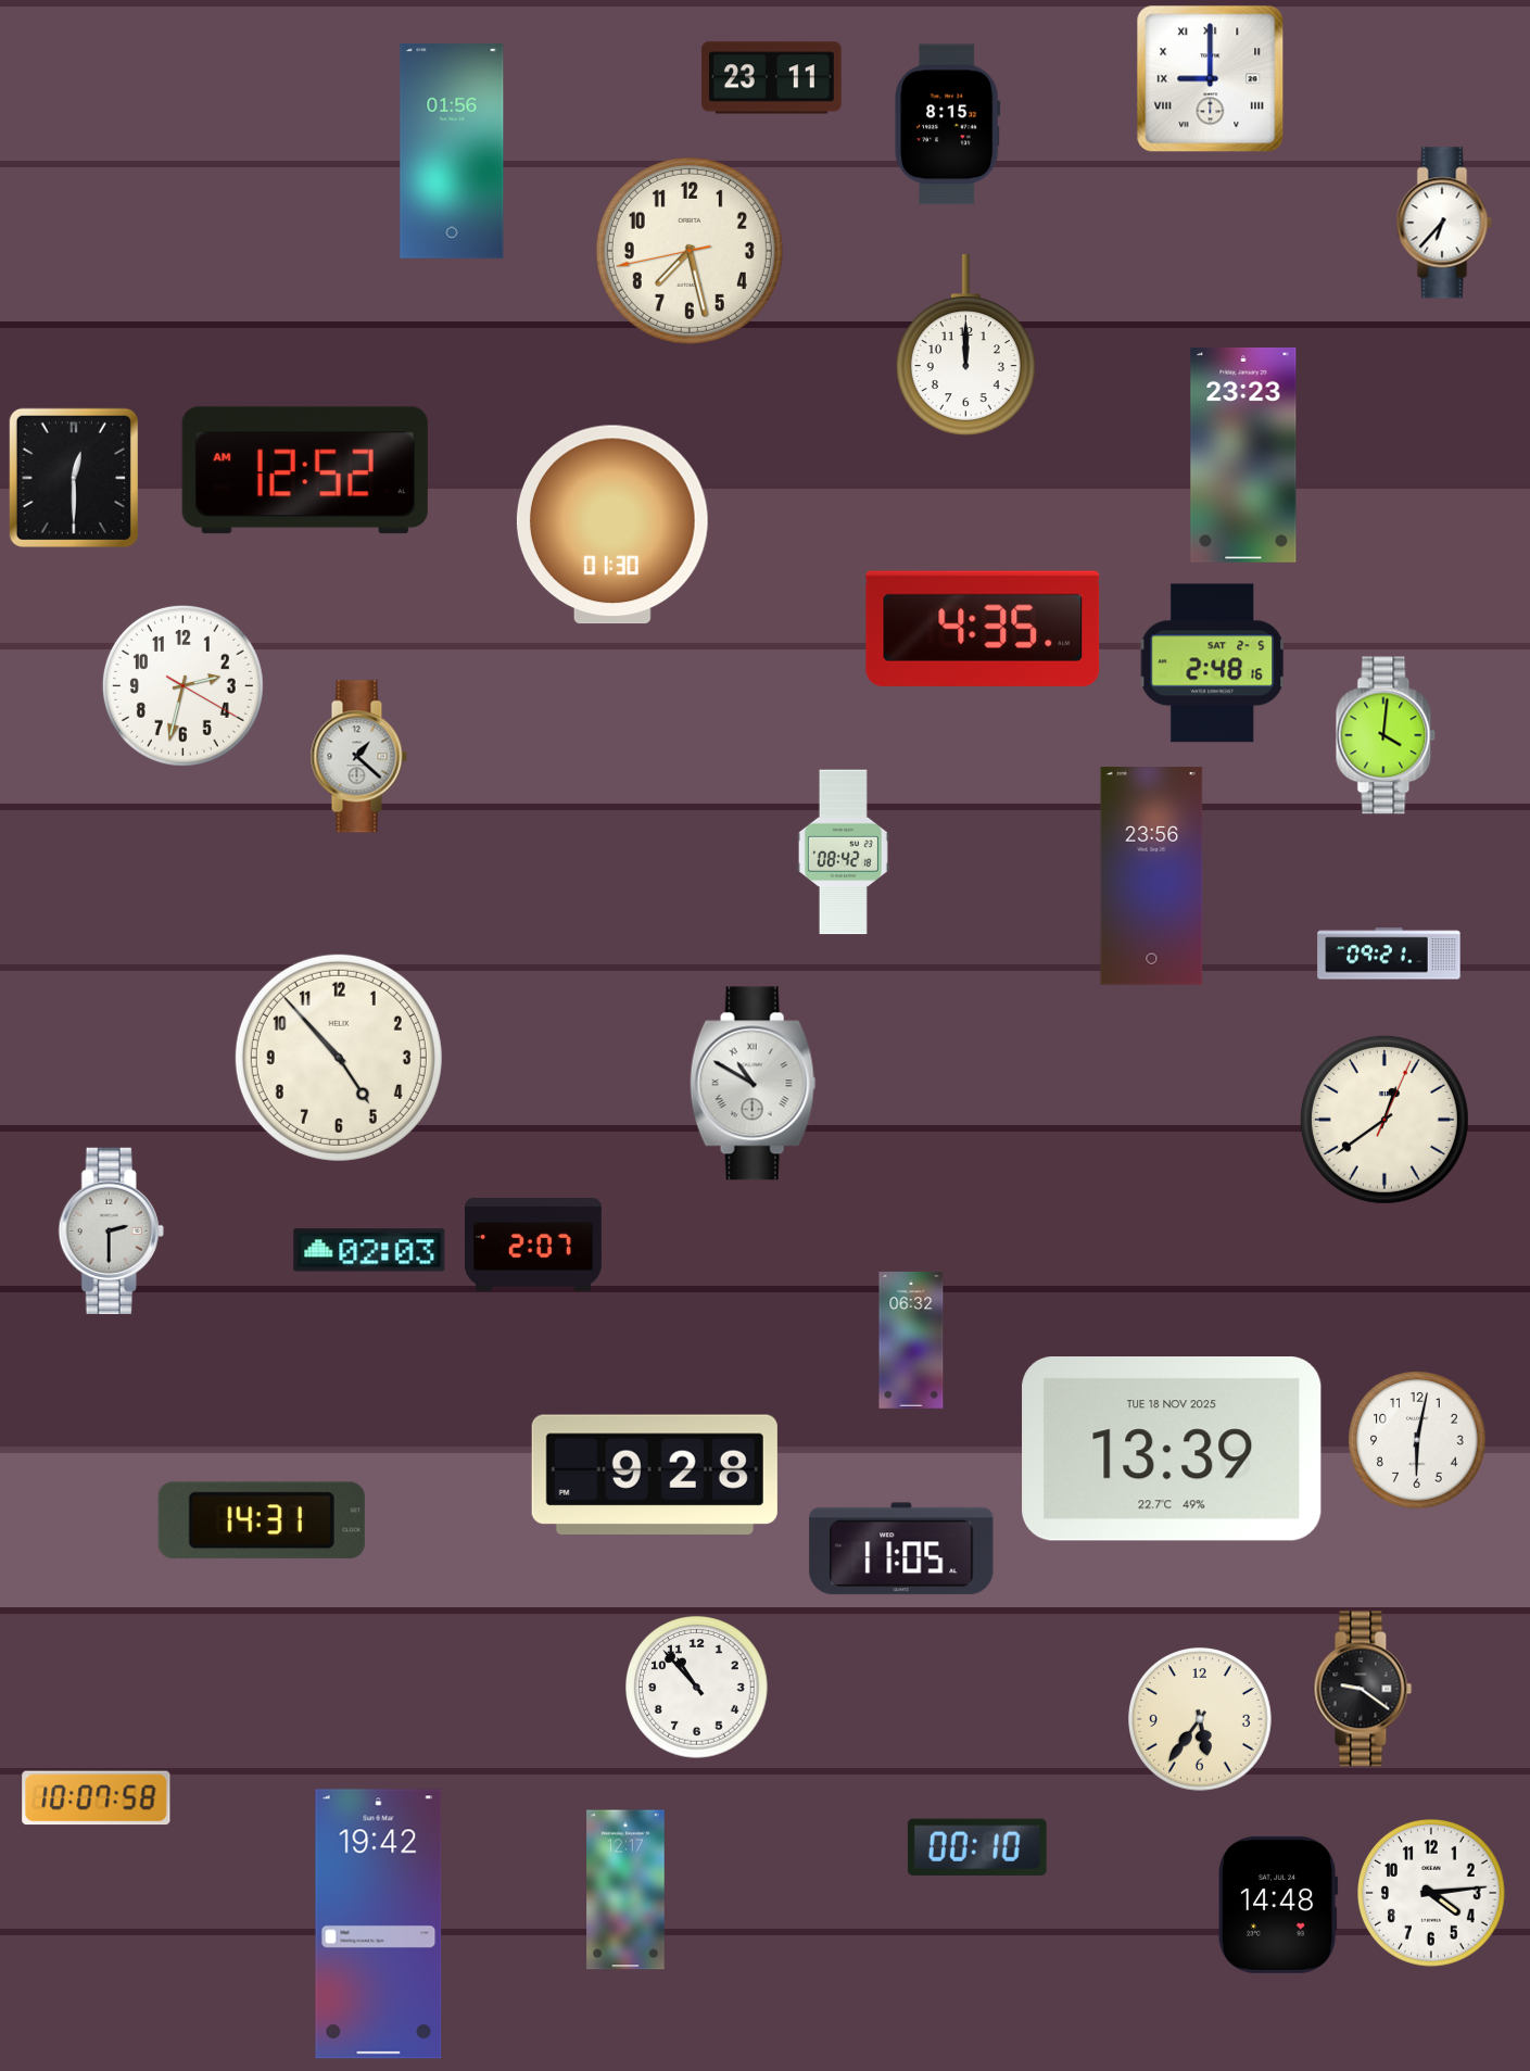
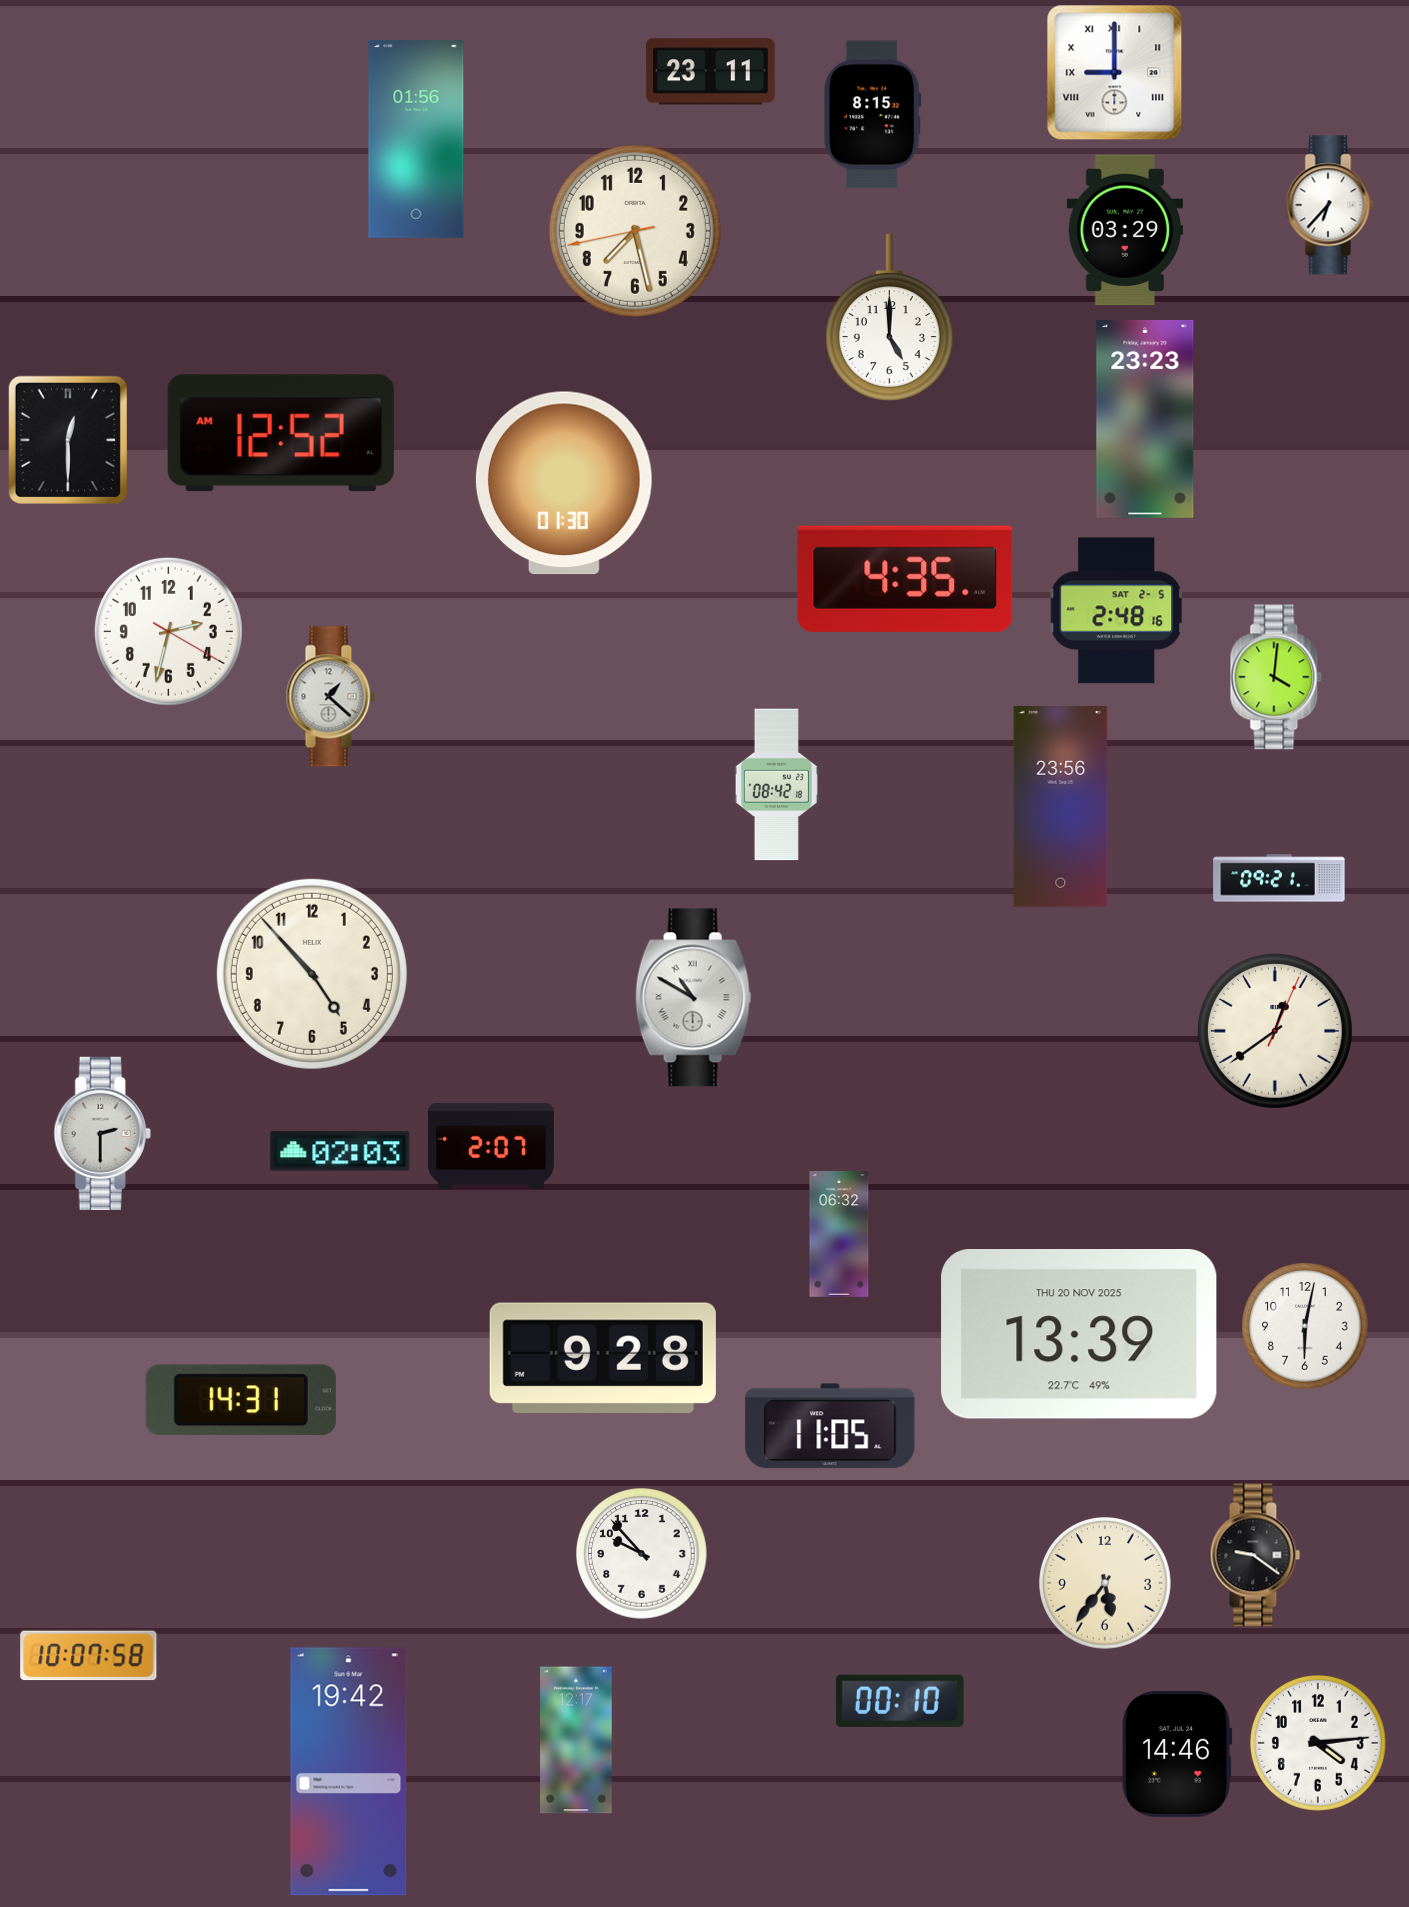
clock at (1124, 230): none -> 03:29
clock at (965, 345): 12:00 -> 5:00
clock at (1172, 1450) date: TUE 18 NOV 2025 -> THU 20 NOV 2025
clock at (697, 1688): 10:53 -> 9:53
clock at (1278, 1905): 14:48 -> 14:46
